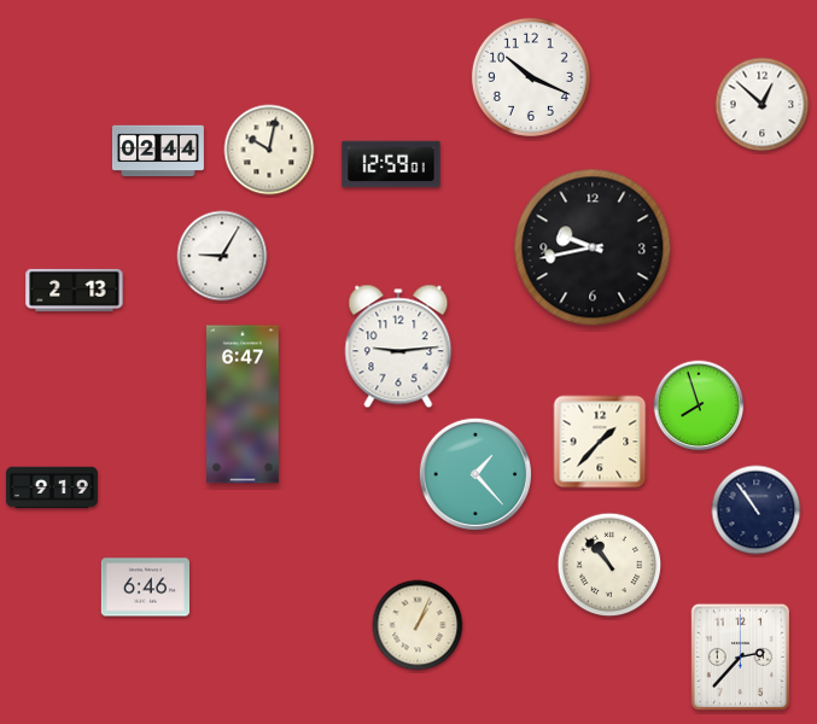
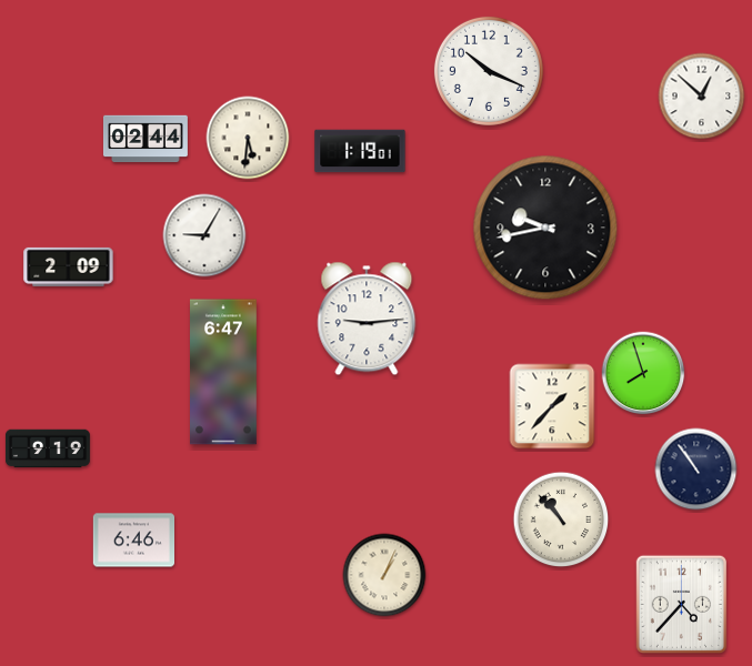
clock at (269, 150): 10:02 -> 5:31
clock at (391, 164): 12:59 -> 1:19
clock at (75, 290): 2:13 -> 2:09
clock at (474, 473): 1:23 -> none
clock at (740, 656): 2:37 -> 4:37
